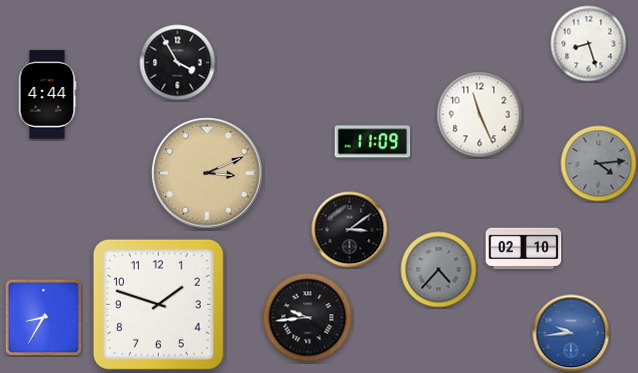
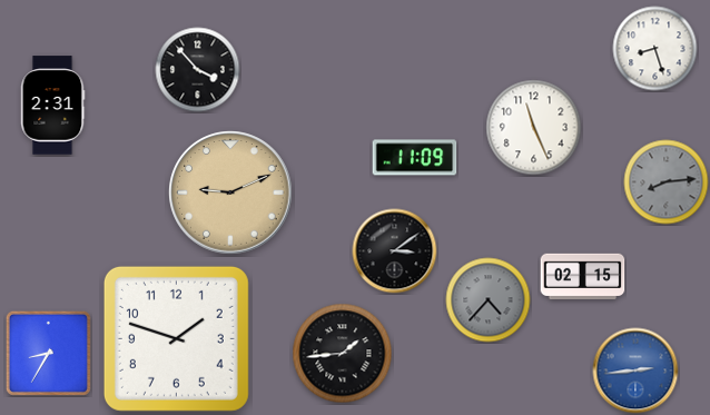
clock at (178, 63): 3:55 -> 3:53
clock at (47, 95): 4:44 -> 2:31
clock at (599, 164): 4:14 -> 8:14
clock at (207, 173): 3:11 -> 9:11
clock at (350, 230) position: (350, 230) -> (395, 251)
clock at (524, 249): 02:10 -> 02:15
clock at (308, 318): 9:44 -> 1:44
clock at (571, 333): 9:44 -> 2:44
